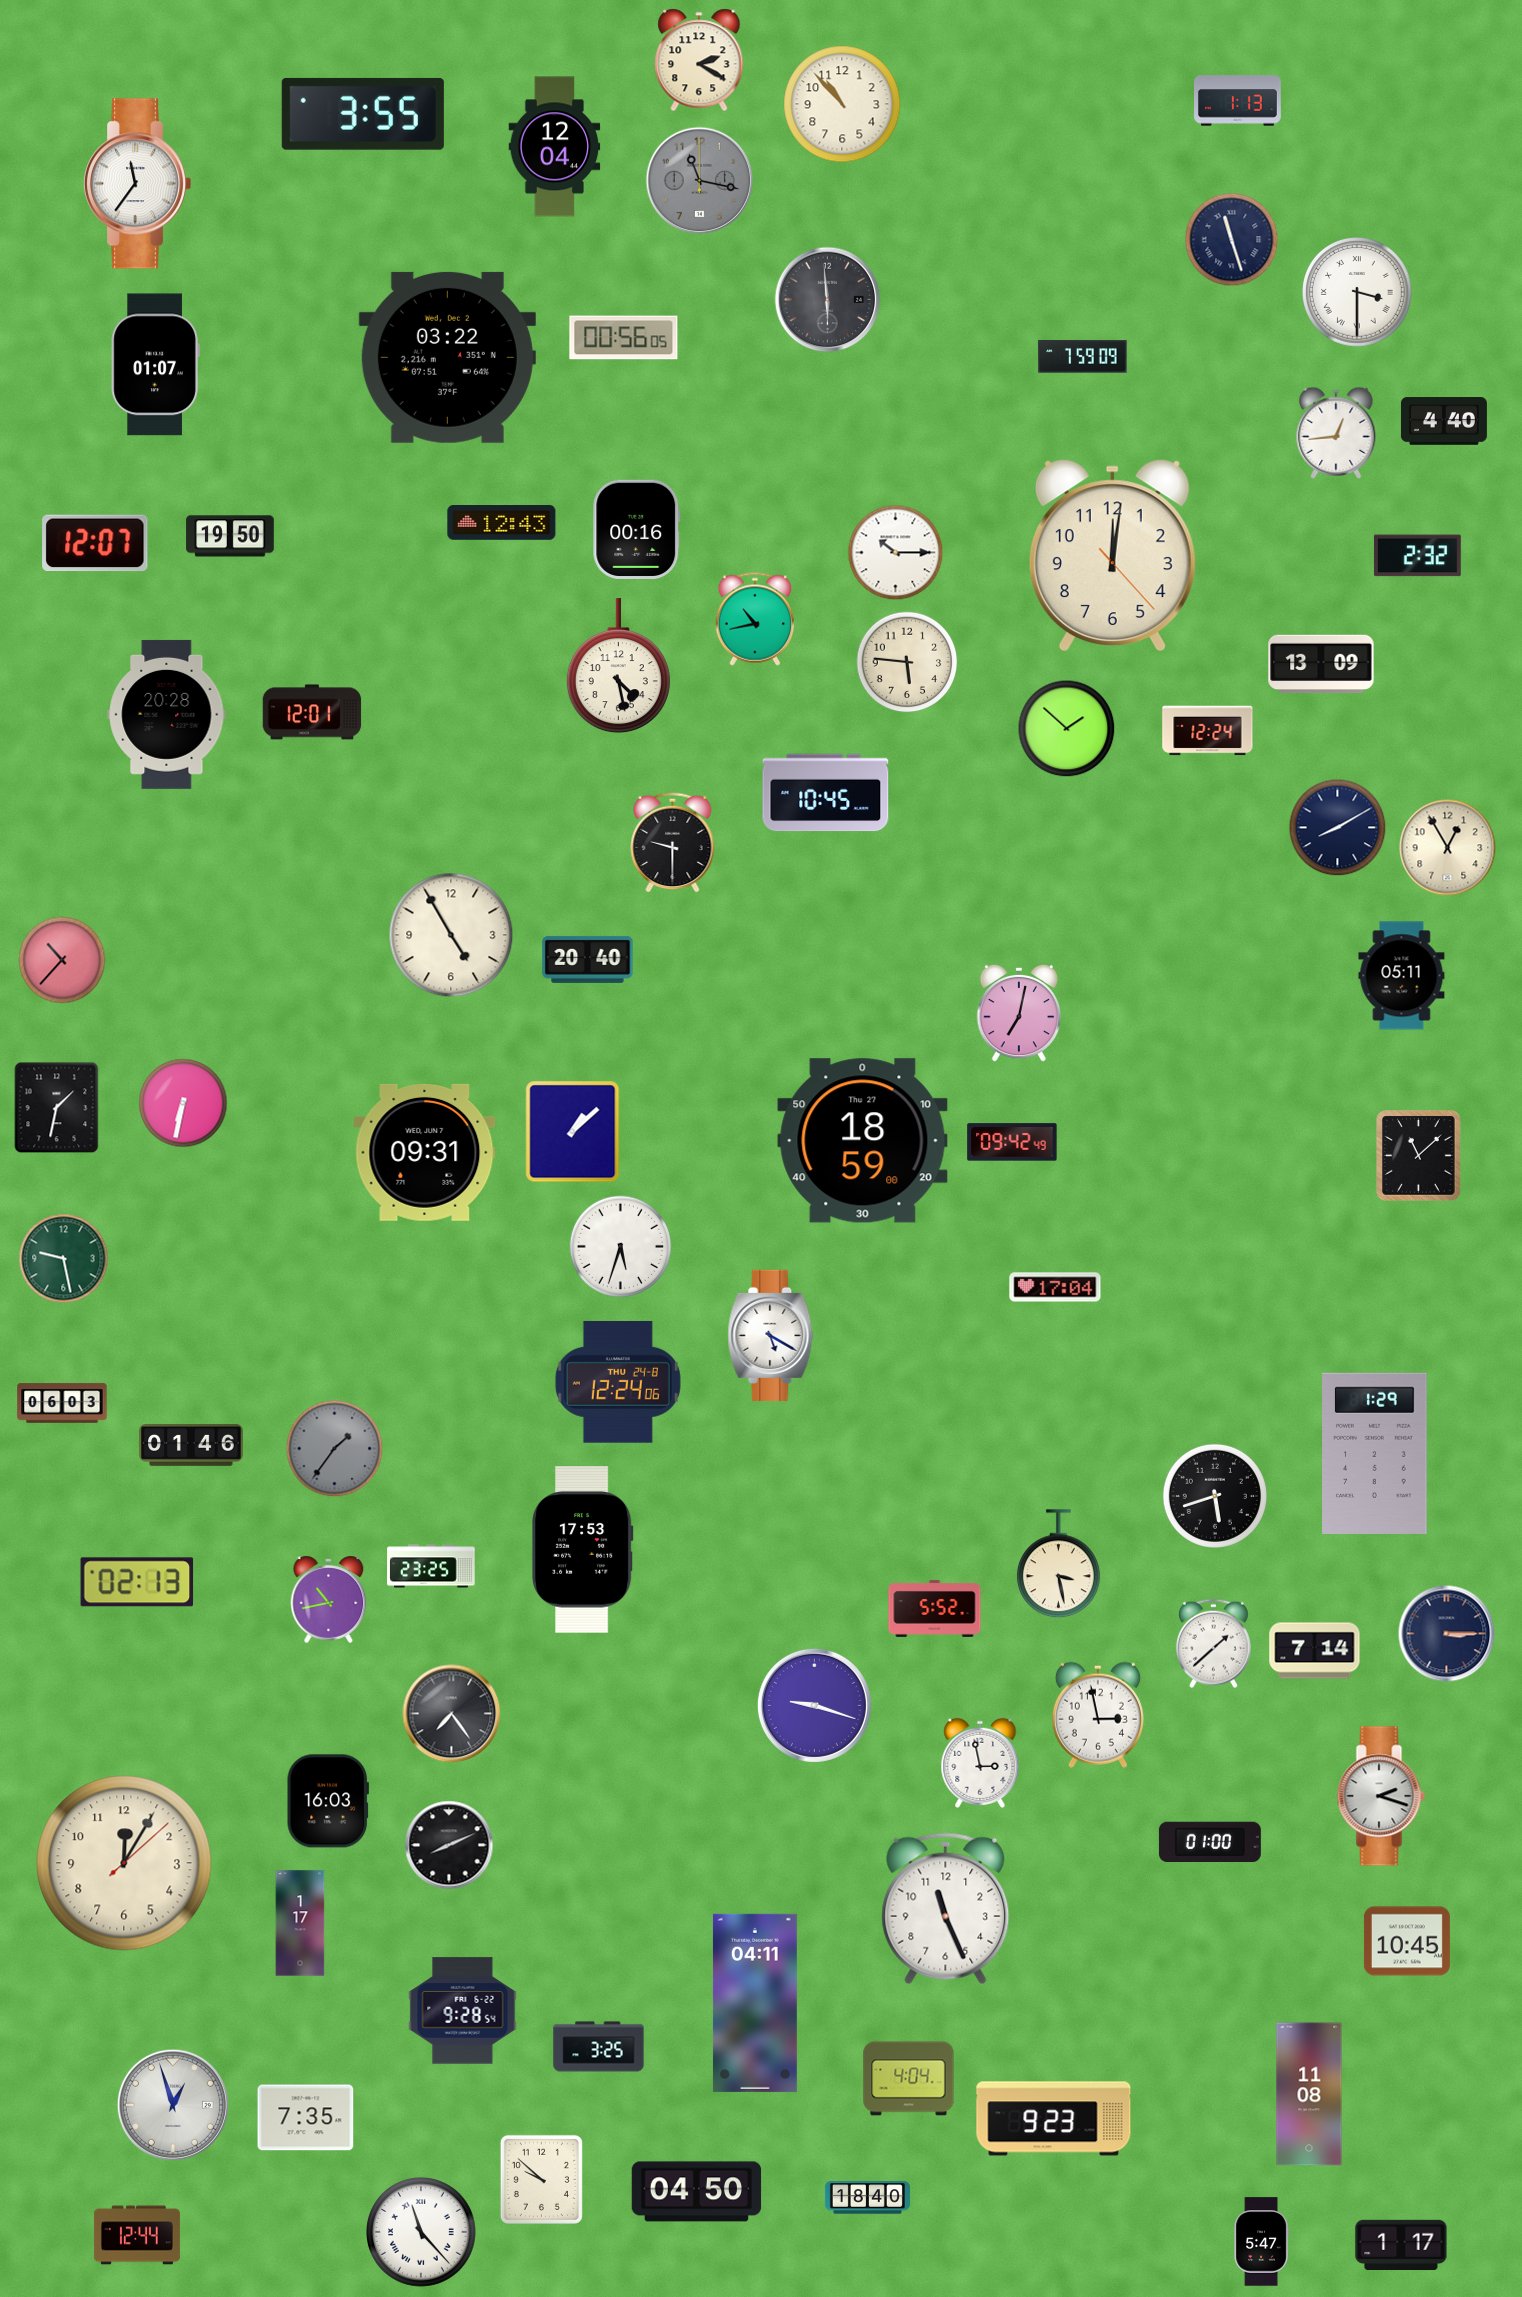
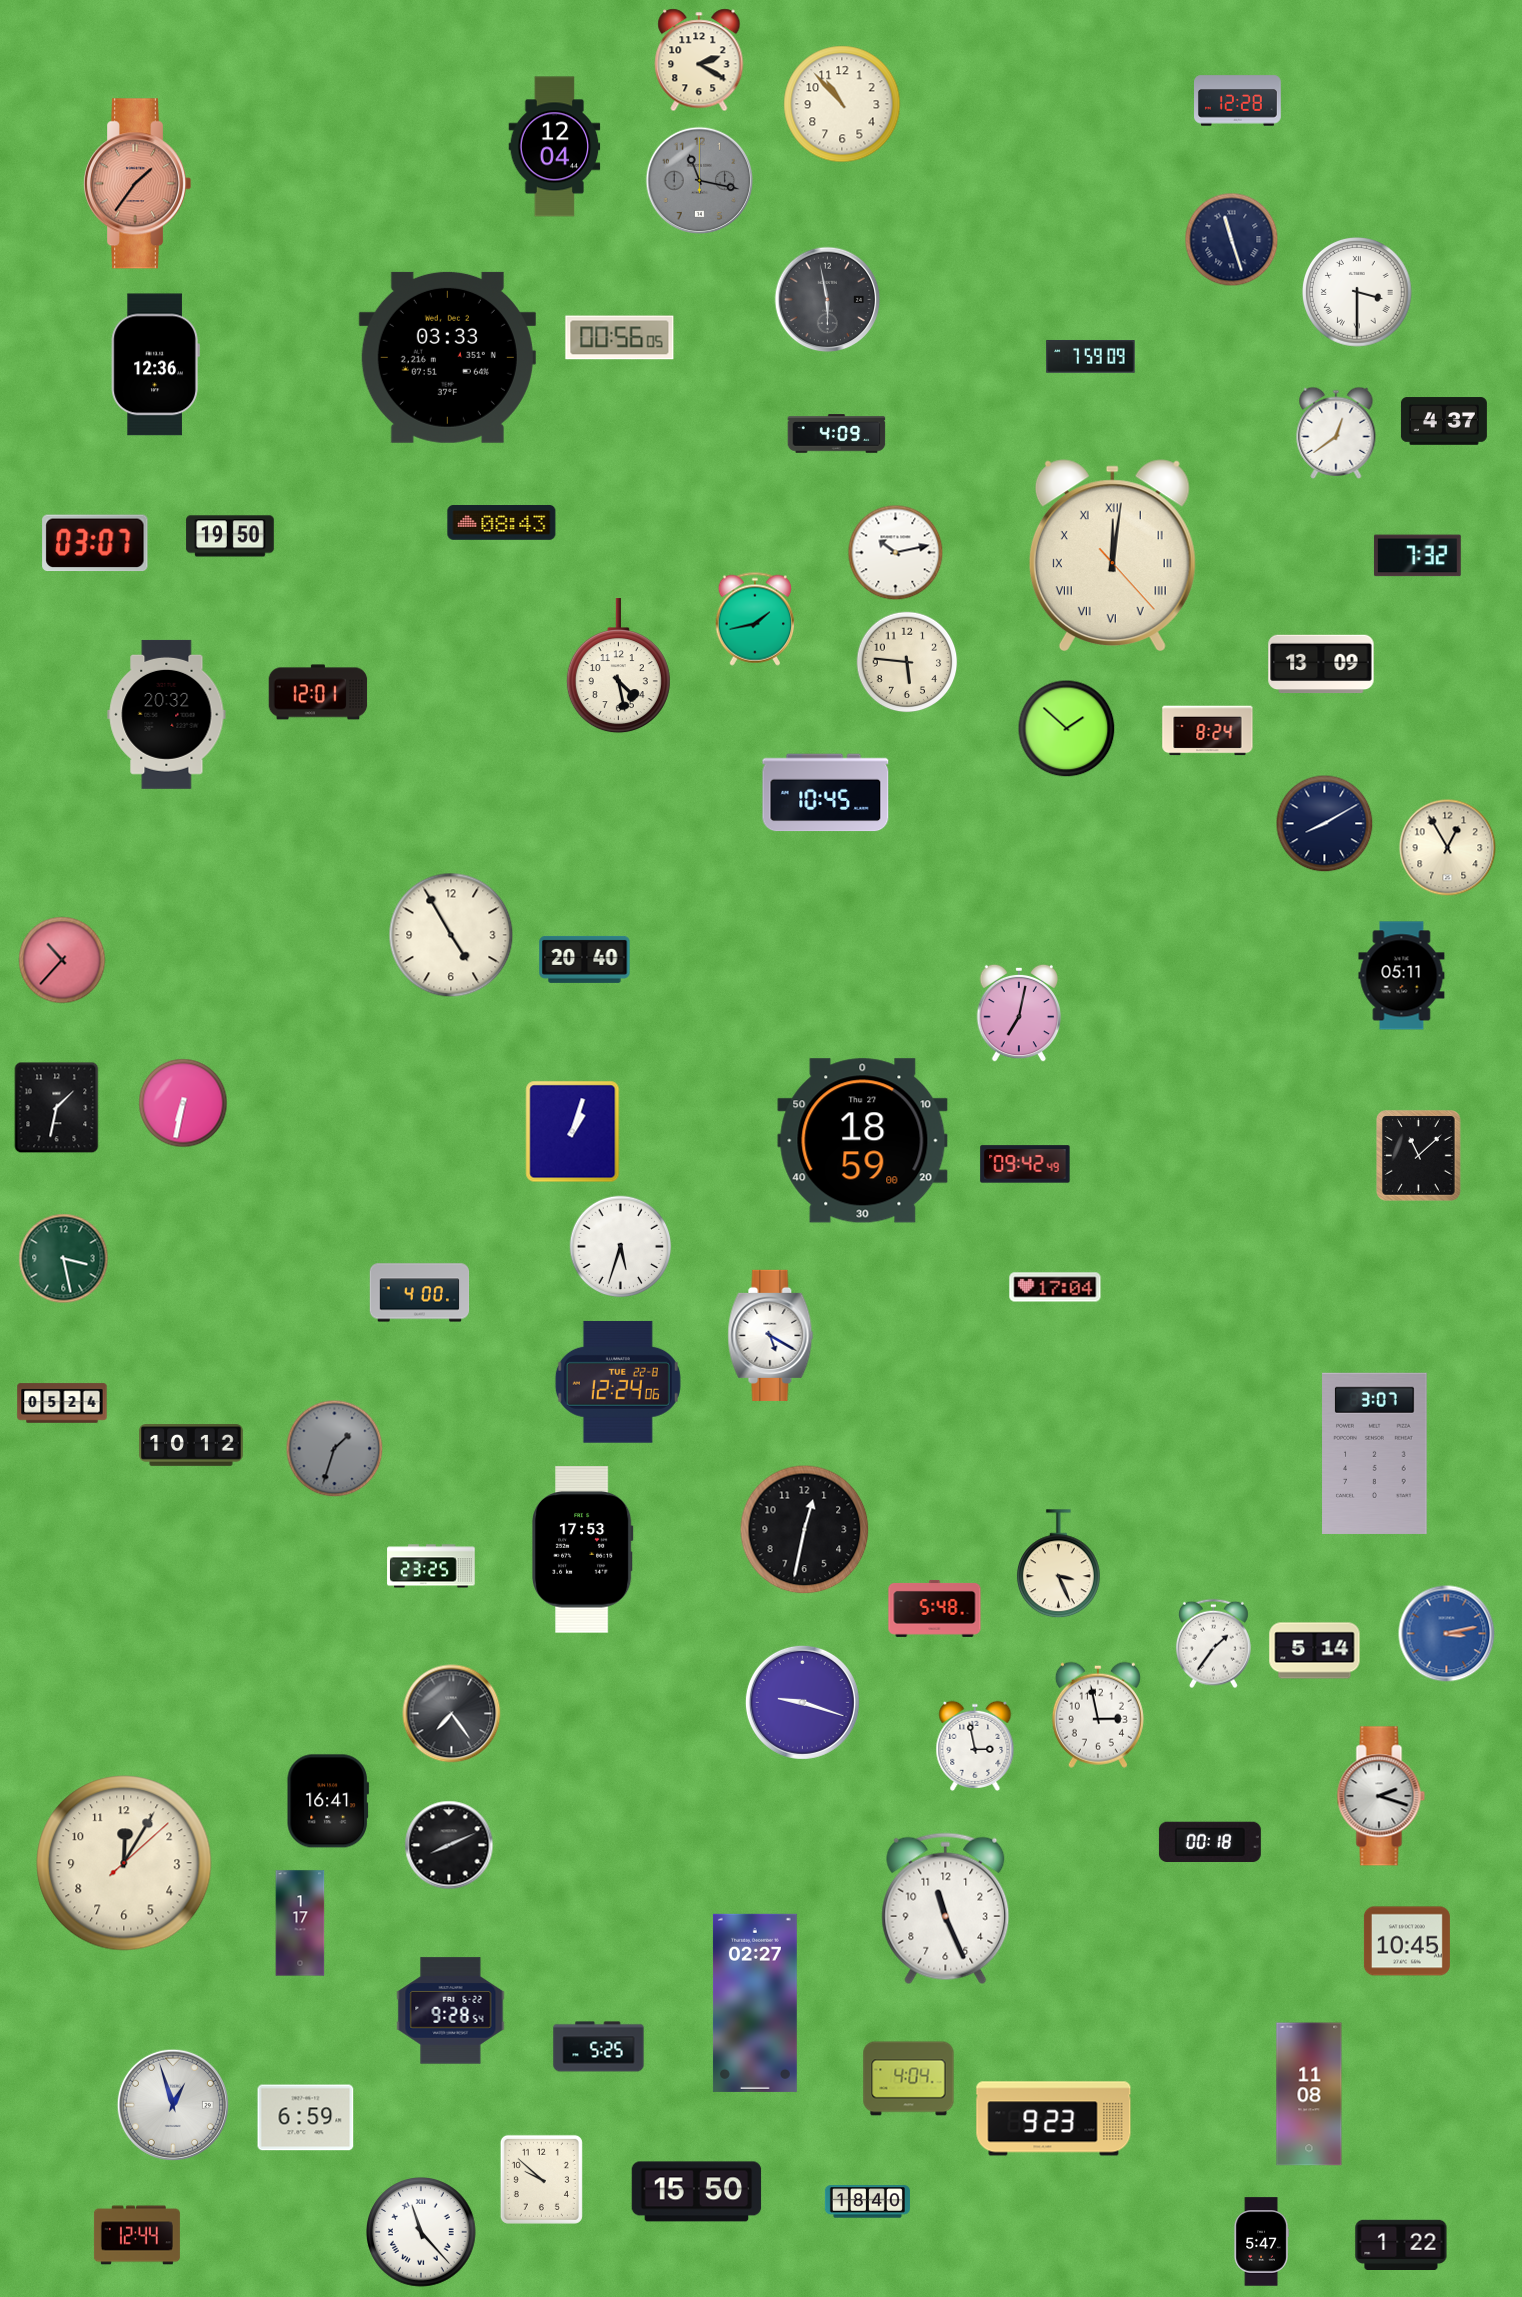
clock at (1238, 101): 1:13 -> 12:28
clock at (363, 114): 3:55 -> none
clock at (137, 184): 11:36 -> 1:36
clock at (137, 184) dial: white -> salmon
clock at (828, 300): 5:59 -> 5:58
clock at (624, 338) position: (624, 338) -> (620, 338)
clock at (447, 357): 03:22 -> 03:33
clock at (1083, 357) position: (1083, 357) -> (1091, 357)
clock at (155, 365): 01:07 -> 12:36
clock at (1444, 421): 4:40 -> 4:37
clock at (1336, 433): 12:44 -> 12:39
clock at (837, 434): none -> 4:09
clock at (502, 523): 12:43 -> 08:43
clock at (637, 529): 00:16 -> none
clock at (95, 543): 12:07 -> 03:07
clock at (896, 553): 10:15 -> 10:13
clock at (1112, 555) numerals: Arabic -> Roman
clock at (1417, 556): 2:32 -> 7:32
clock at (755, 619): 10:43 -> 1:43
clock at (312, 712) position: (312, 712) -> (318, 692)
clock at (167, 714): 20:28 -> 20:32
clock at (1208, 731): 12:24 -> 8:24
clock at (1338, 828) position: (1338, 828) -> (1325, 824)
clock at (673, 842): 9:30 -> none
clock at (588, 959) position: (588, 959) -> (585, 959)
clock at (573, 1132): 1:08 -> 1:03
clock at (1012, 1142) position: (1012, 1142) -> (1025, 1164)
clock at (425, 1152): 09:31 -> none
clock at (64, 1259): 9:28 -> 3:28
clock at (420, 1293): none -> 4:00
clock at (618, 1382) date: THU 24-8 -> TUE 22-8
clock at (62, 1403): 06:03 -> 05:24
clock at (191, 1446): 01:46 -> 10:12
clock at (335, 1449): 1:36 -> 1:33
clock at (1375, 1453): 1:29 -> 3:07
clock at (1215, 1496): 5:42 -> none
clock at (805, 1530): none -> 12:32
clock at (1058, 1564): 3:28 -> 3:26
clock at (137, 1582): 02:13 -> none
clock at (329, 1599): 10:43 -> none
clock at (935, 1609): 5:52 -> 5:48
clock at (1447, 1634): 3:15 -> 3:13
clock at (1447, 1634) dial: navy -> blue
clock at (1213, 1644): 1:38 -> 1:36
clock at (1315, 1651): 7:14 -> 5:14
clock at (814, 1705) position: (814, 1705) -> (802, 1702)
clock at (980, 1763) position: (980, 1763) -> (975, 1746)
clock at (328, 1801): 16:03 -> 16:41
clock at (1210, 1842): 01:00 -> 00:18
clock at (755, 2003): 04:11 -> 02:27
clock at (463, 2011) position: (463, 2011) -> (451, 2011)
clock at (599, 2047): 3:25 -> 5:25
clock at (306, 2118): 7:35 -> 6:59
clock at (697, 2192): 04:50 -> 15:50
clock at (867, 2198) position: (867, 2198) -> (867, 2202)
clock at (1401, 2245): 1:17 -> 1:22
